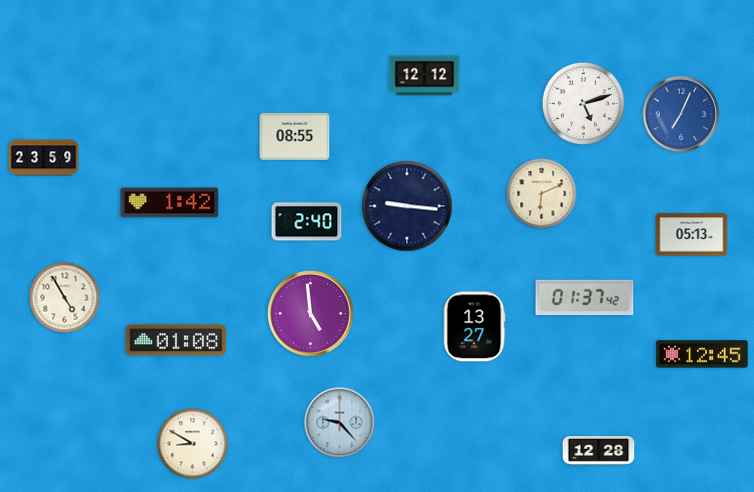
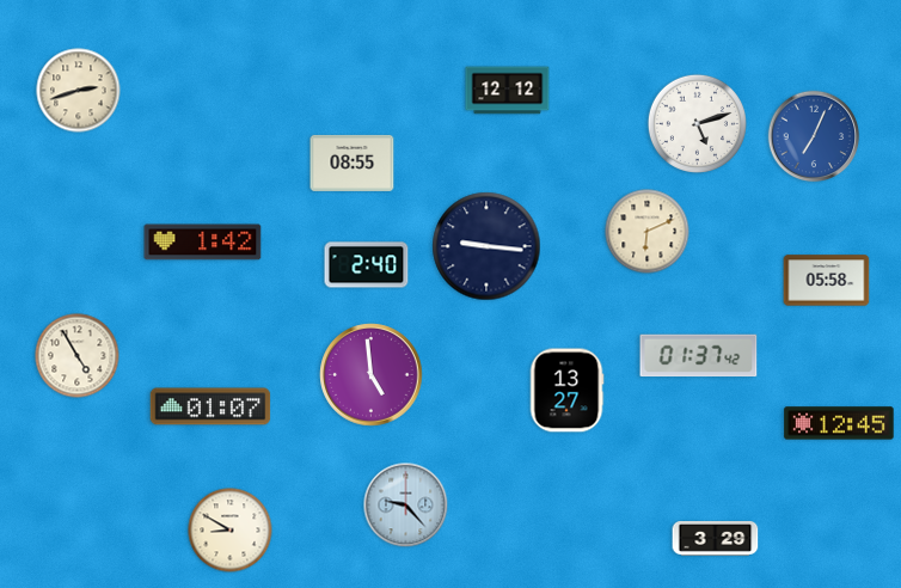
clock at (79, 91): none -> 2:42
clock at (44, 158): 23:59 -> none
clock at (692, 235): 05:13 -> 05:58
clock at (176, 340): 01:08 -> 01:07
clock at (599, 451): 12:28 -> 3:29
